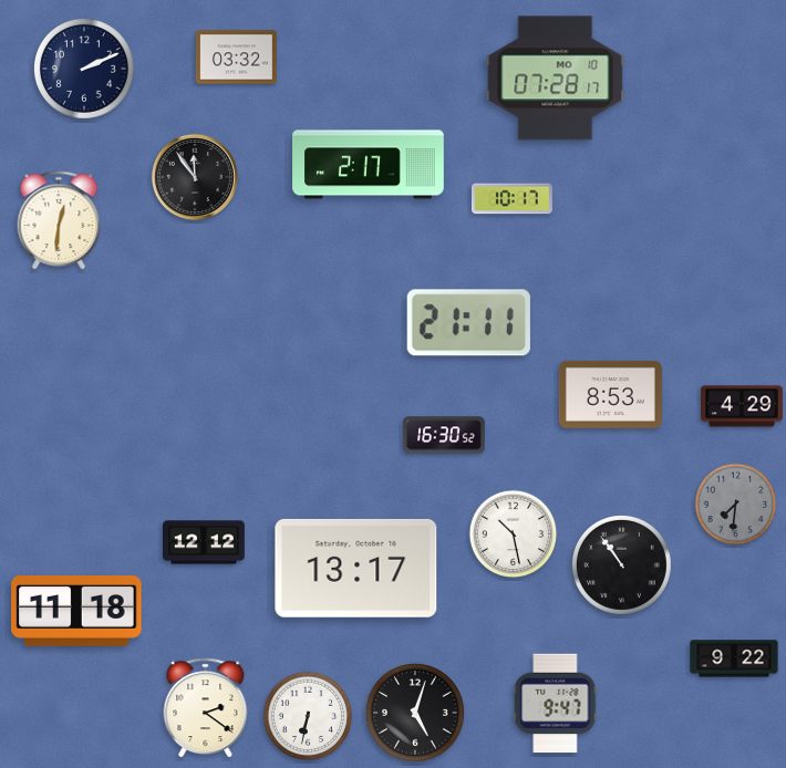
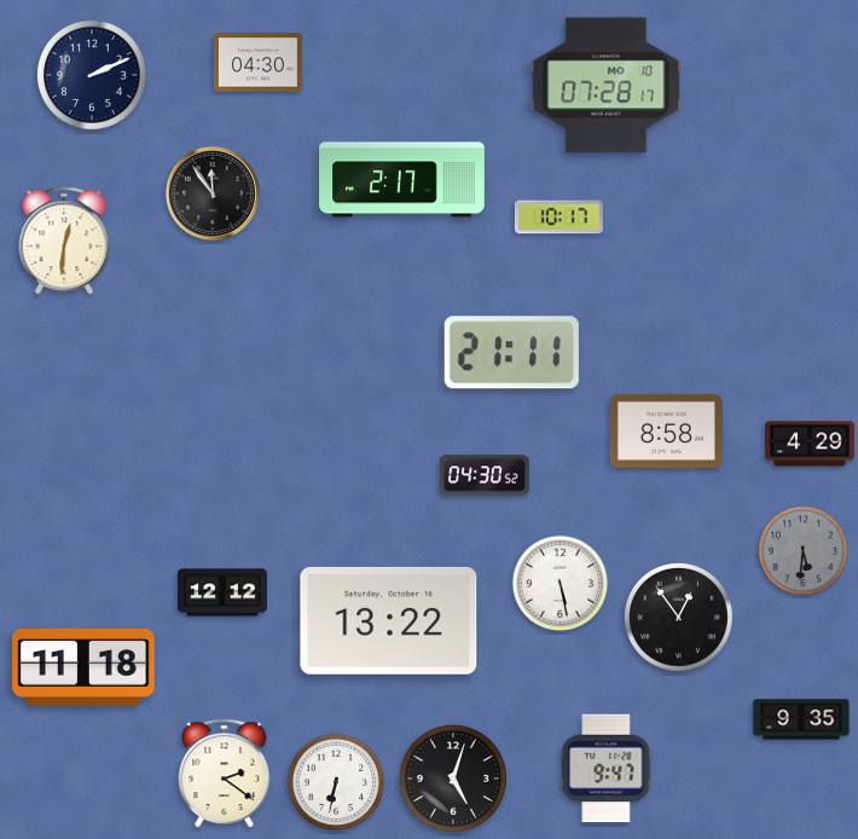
clock at (236, 58): 03:32 -> 04:30
clock at (610, 394): 8:53 -> 8:58
clock at (445, 435): 16:30 -> 04:30
clock at (736, 505): 7:31 -> 5:31
clock at (514, 535): 10:28 -> 5:28
clock at (621, 564): 10:54 -> 12:54
clock at (356, 568): 13:17 -> 13:22
clock at (734, 658): 9:22 -> 9:35
